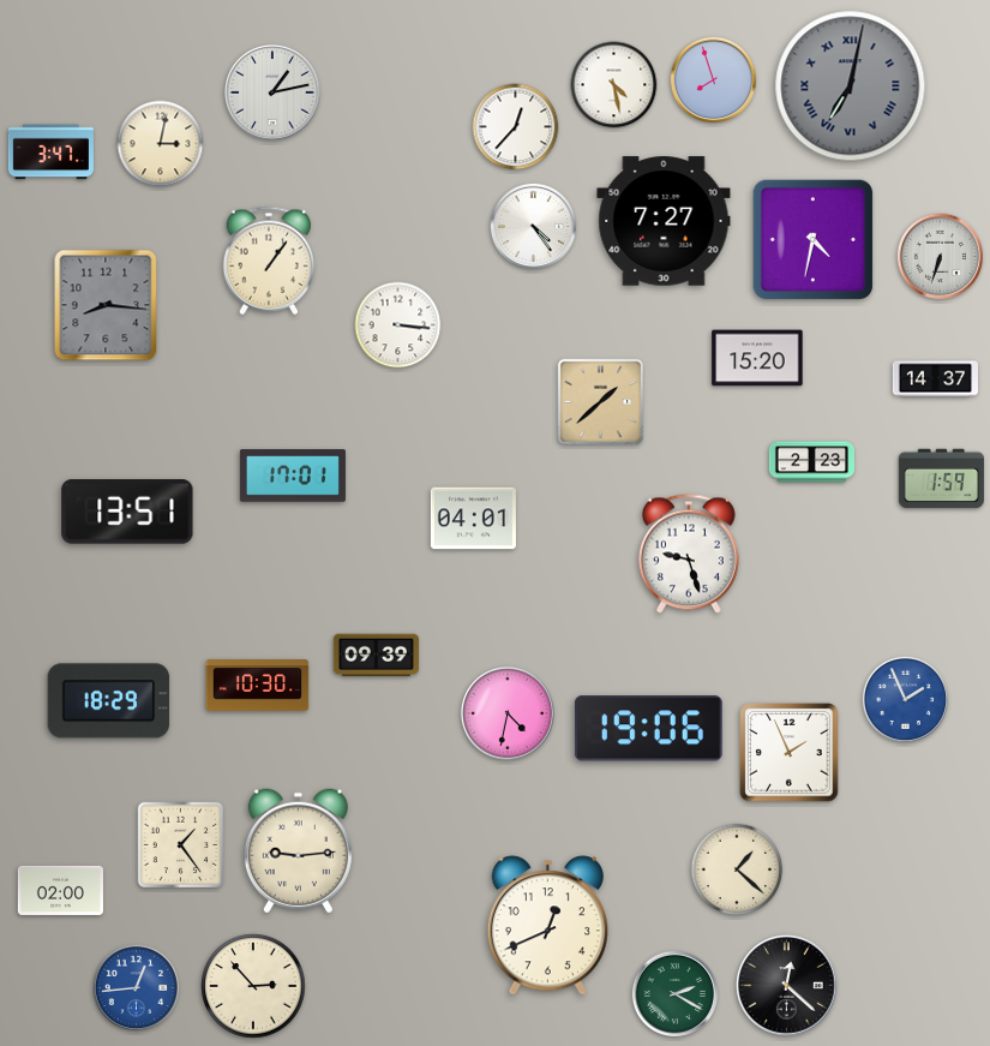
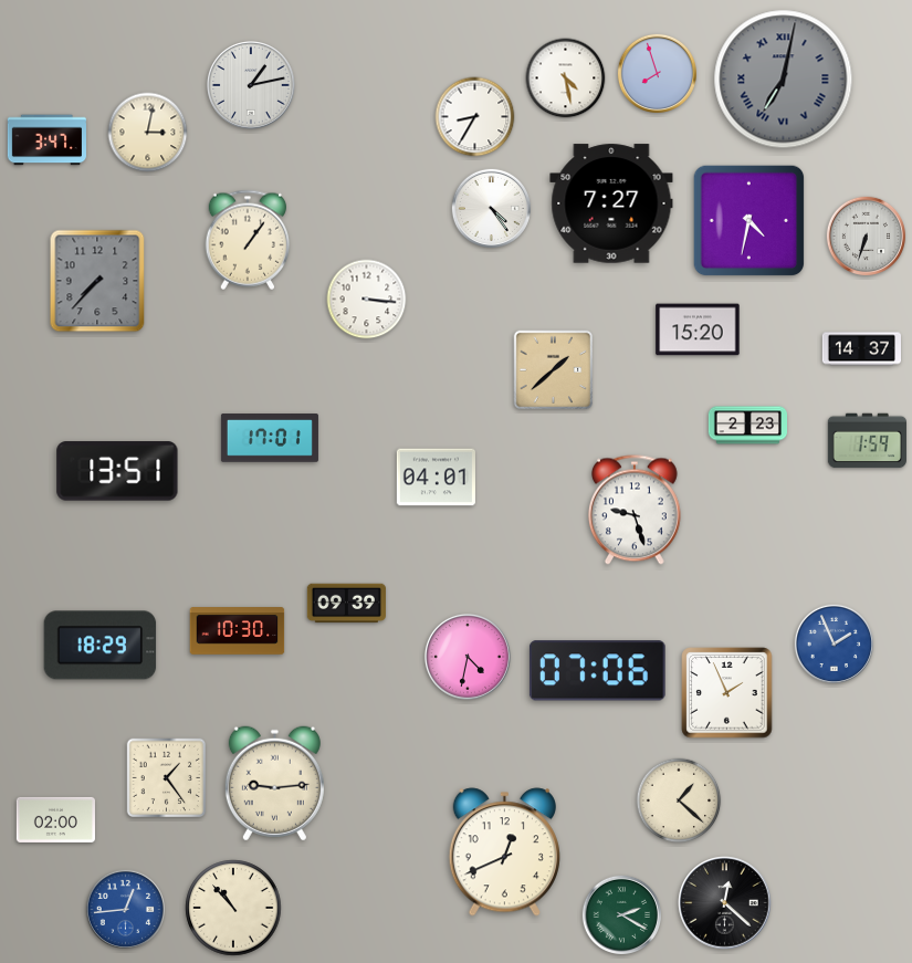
clock at (516, 127): 12:37 -> 8:35
clock at (106, 305): 8:16 -> 7:37
clock at (648, 729): 19:06 -> 07:06
clock at (253, 986): 2:53 -> 10:53
clock at (787, 986) position: (787, 986) -> (725, 903)
